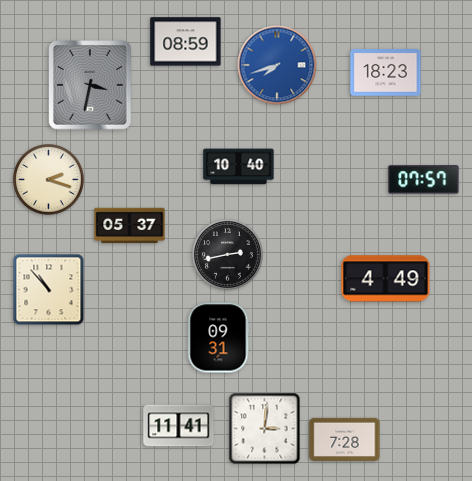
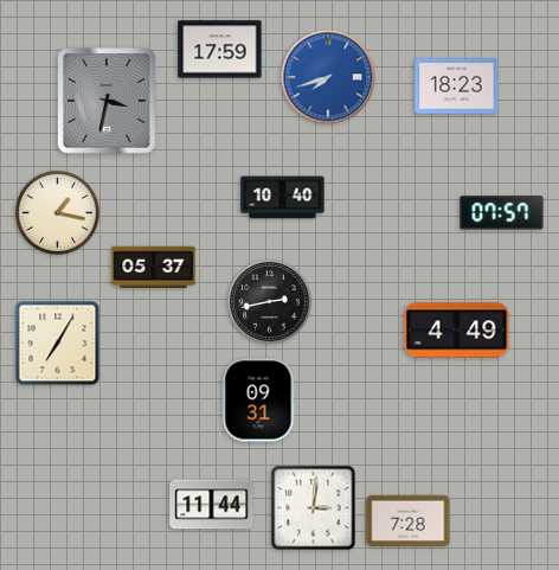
clock at (186, 42): 08:59 -> 17:59
clock at (49, 180): 2:18 -> 1:17
clock at (49, 290): 10:53 -> 7:05
clock at (179, 426): 11:41 -> 11:44
